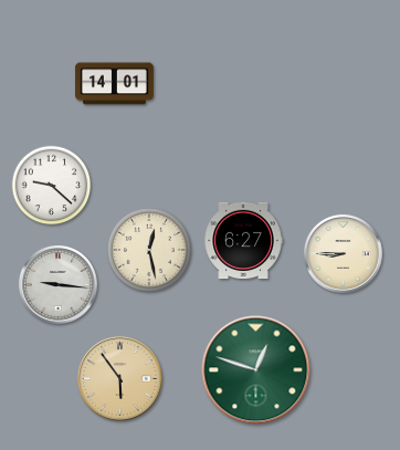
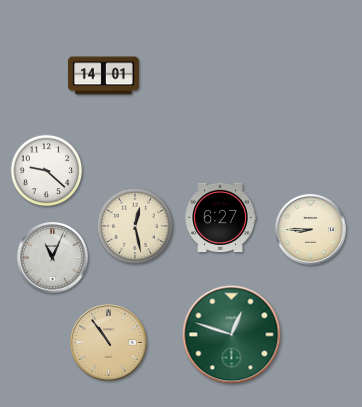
clock at (52, 186) position: (52, 186) -> (47, 171)
clock at (57, 284): 9:16 -> 11:04
clock at (120, 379): 5:54 -> 10:54
